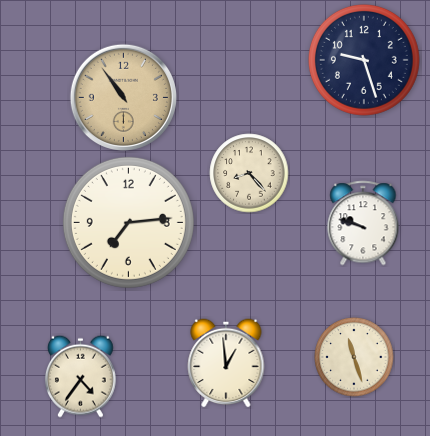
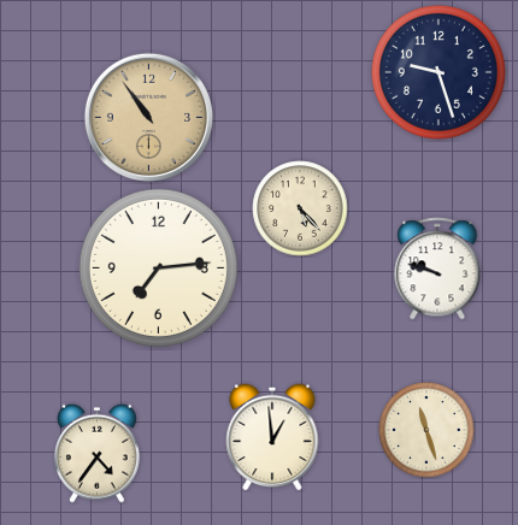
clock at (249, 173): 8:23 -> 5:23
clock at (128, 222) position: (128, 222) -> (158, 267)
